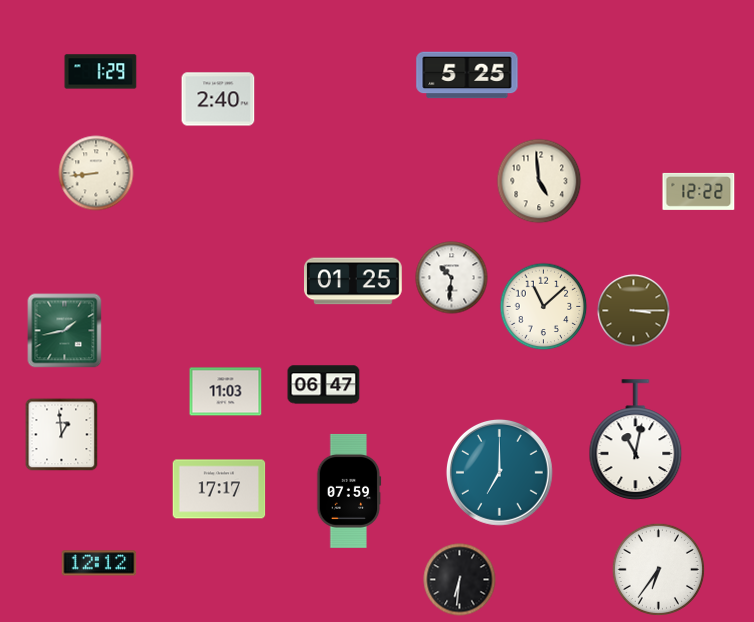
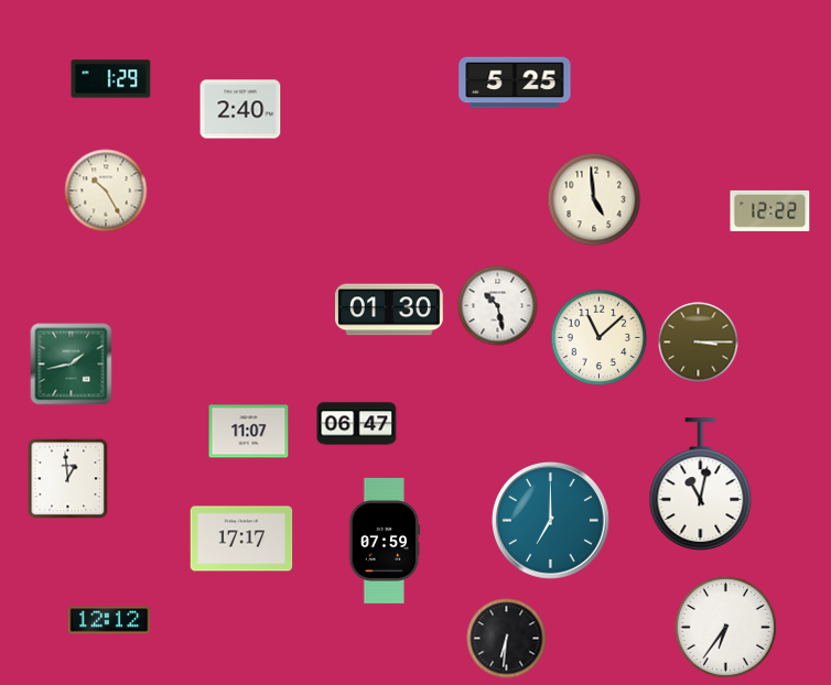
clock at (96, 173): 8:44 -> 10:25
clock at (452, 278): 10:31 -> 10:28
clock at (354, 281): 01:25 -> 01:30
clock at (226, 392): 11:03 -> 11:07
